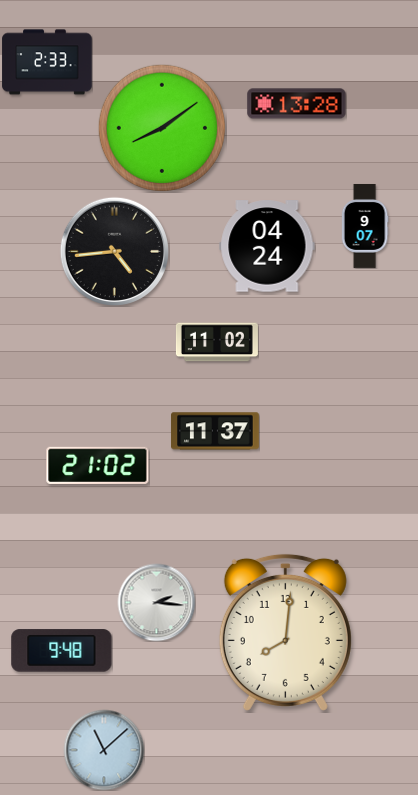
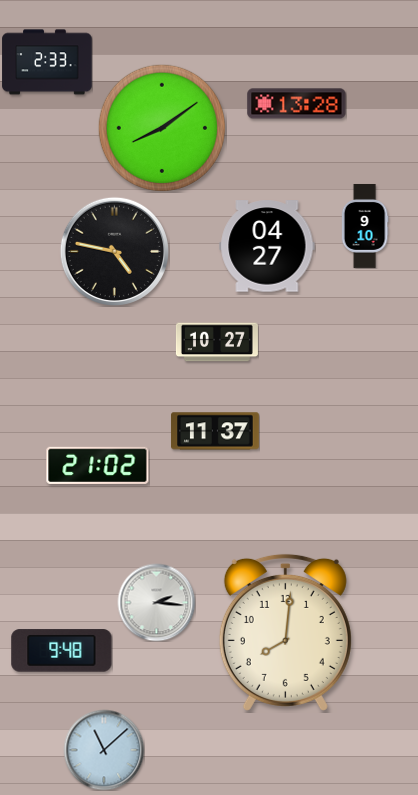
clock at (365, 226): 9:07 -> 9:10
clock at (267, 246): 04:24 -> 04:27
clock at (114, 251): 4:44 -> 4:47
clock at (217, 342): 11:02 -> 10:27
